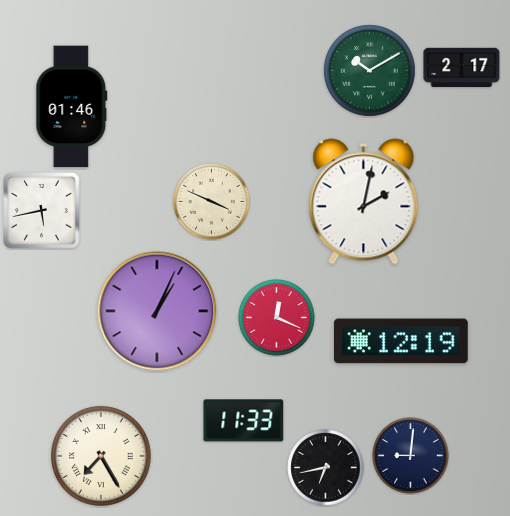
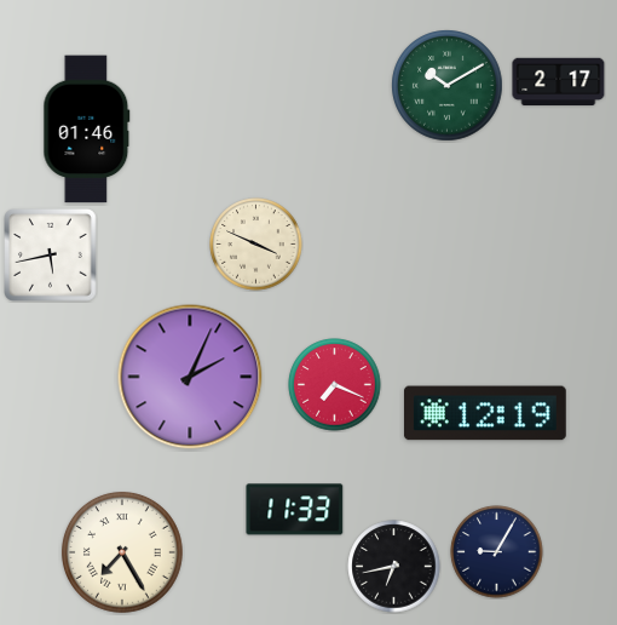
clock at (364, 202): 2:02 -> none
clock at (157, 311): 1:04 -> 2:04
clock at (277, 318): 12:19 -> 7:19
clock at (411, 456): 9:01 -> 9:05
